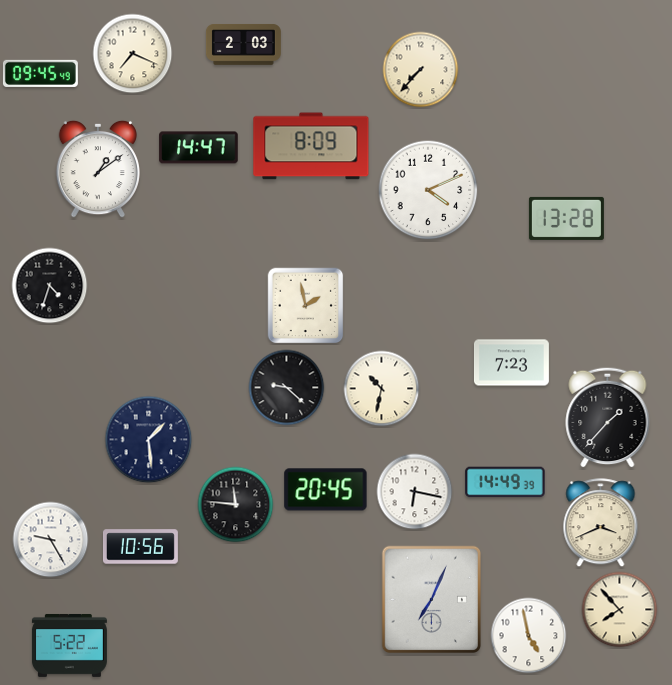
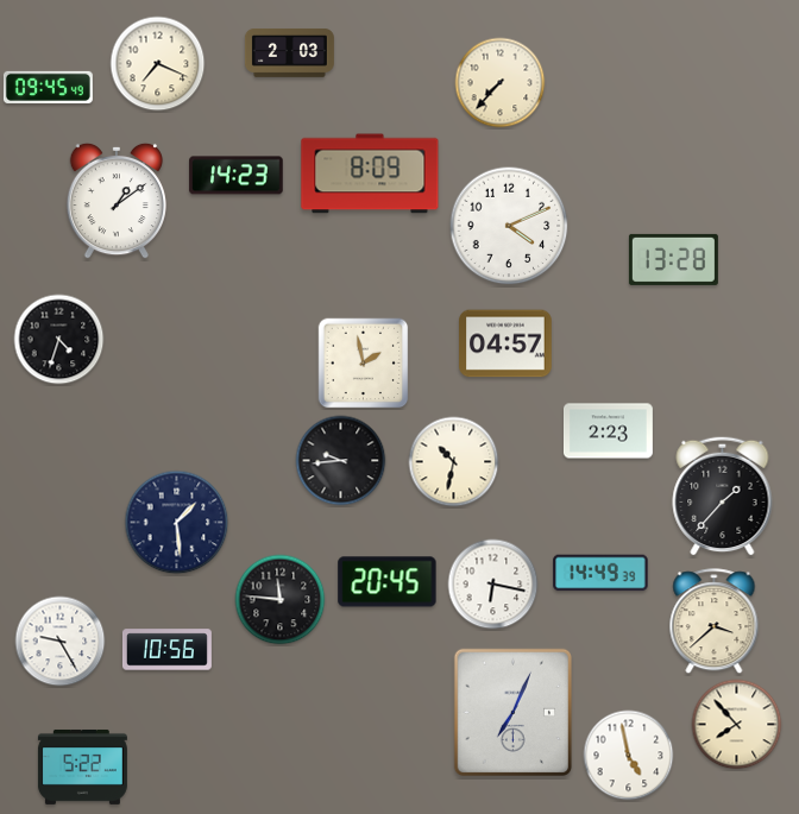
clock at (199, 148): 14:47 -> 14:23
clock at (505, 343): none -> 04:57
clock at (511, 363): 7:23 -> 2:23
clock at (287, 388): 9:22 -> 9:44
clock at (601, 523): 3:41 -> 3:38
